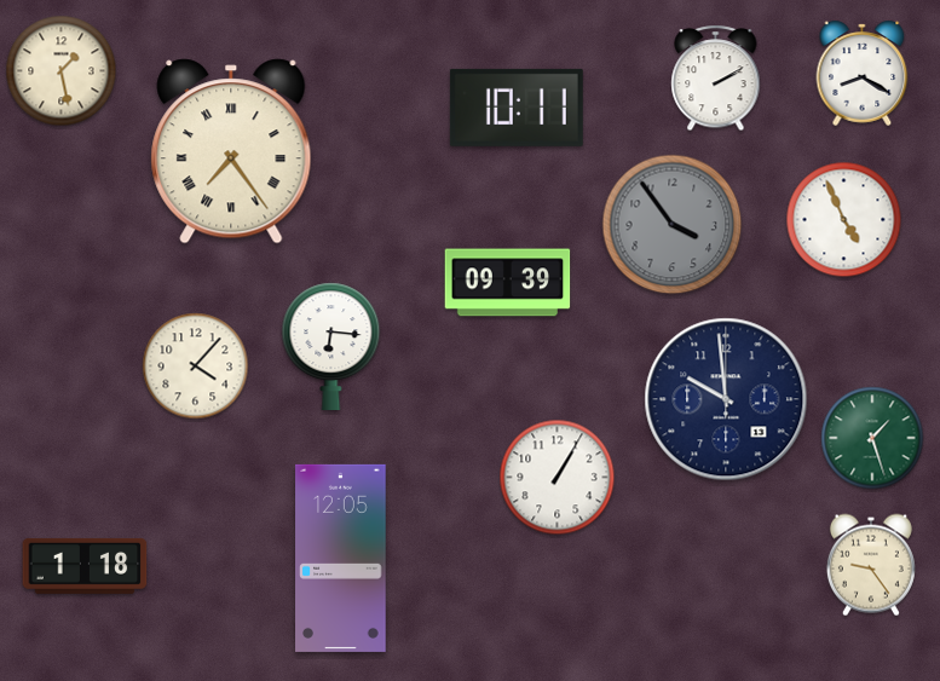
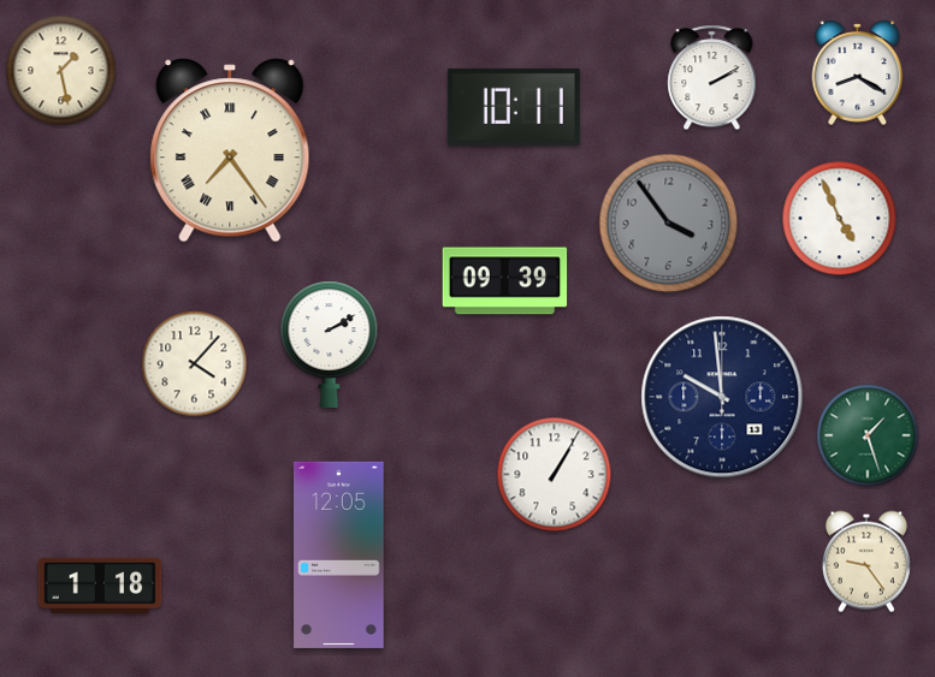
clock at (331, 346): 6:16 -> 2:10
clock at (85, 566) position: (85, 566) -> (100, 586)
